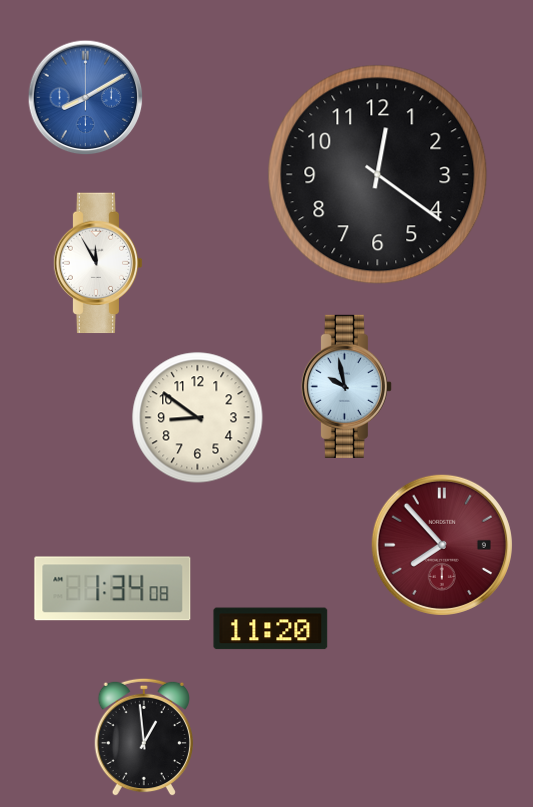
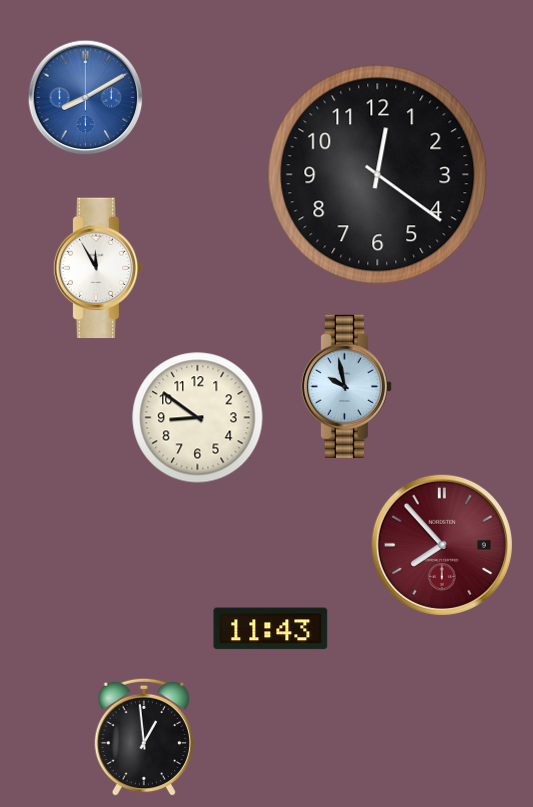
clock at (98, 263) position: (98, 263) -> (98, 268)
clock at (113, 589): 1:34 -> none
clock at (271, 629): 11:20 -> 11:43
